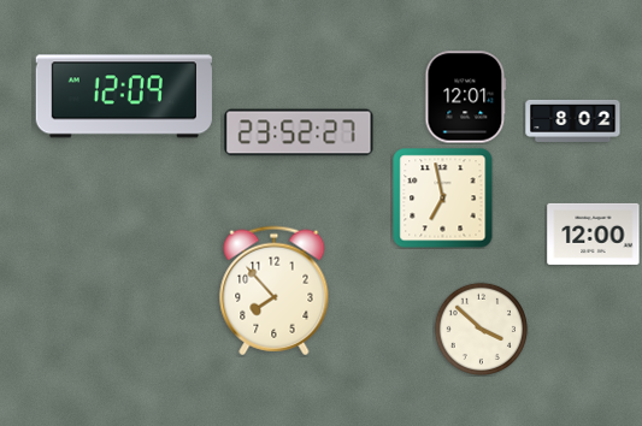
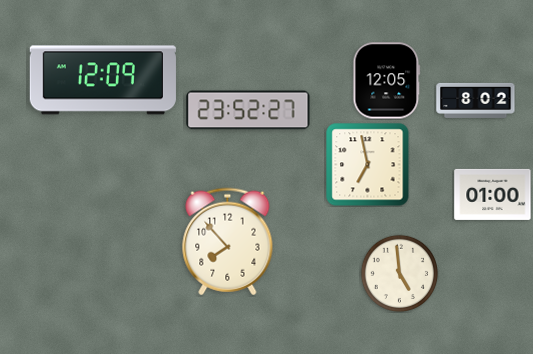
clock at (466, 97): 12:01 -> 12:05
clock at (594, 233): 12:00 -> 01:00
clock at (481, 329): 3:52 -> 4:59
